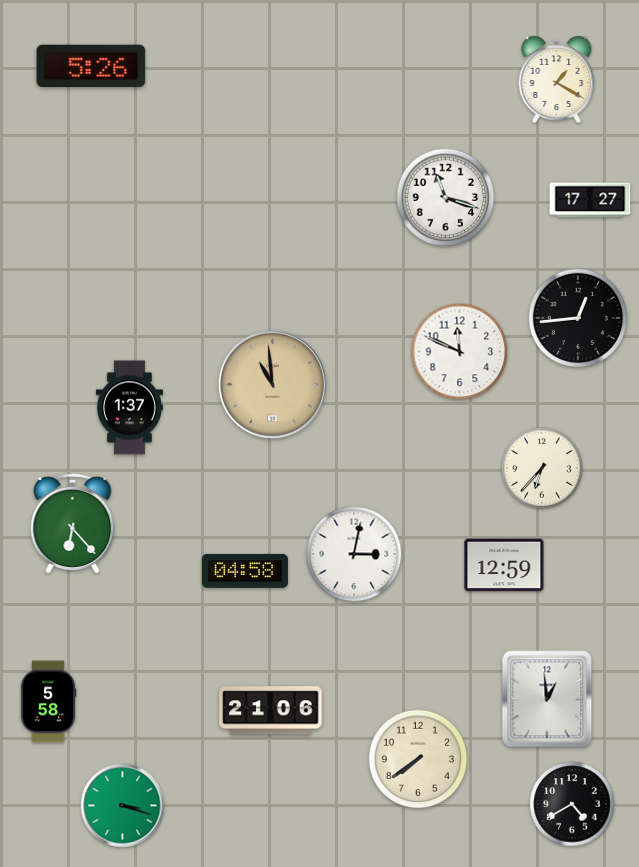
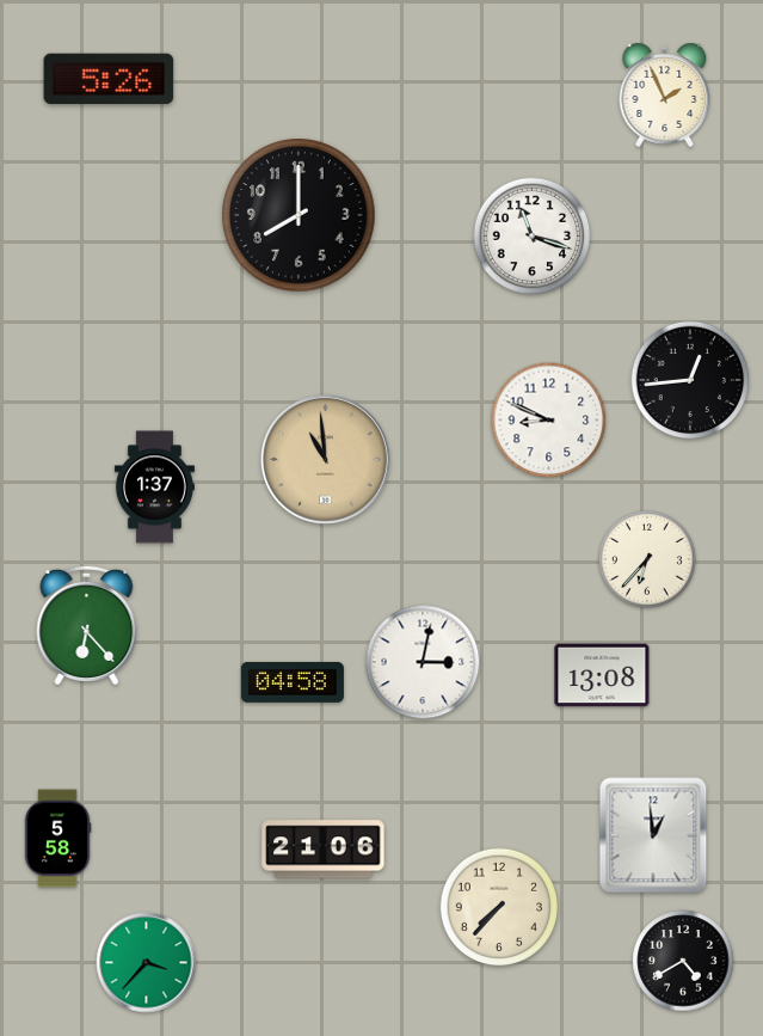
clock at (557, 79): 1:20 -> 1:56
clock at (299, 215): none -> 8:00
clock at (590, 200): 17:27 -> none
clock at (460, 352): 11:49 -> 8:49
clock at (504, 565): 12:59 -> 13:08
clock at (418, 759): 7:39 -> 7:37
clock at (123, 806): 3:18 -> 3:37
